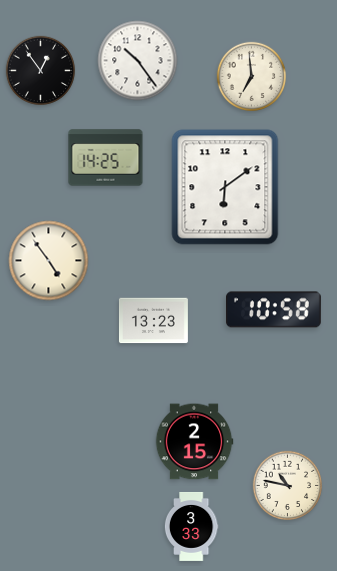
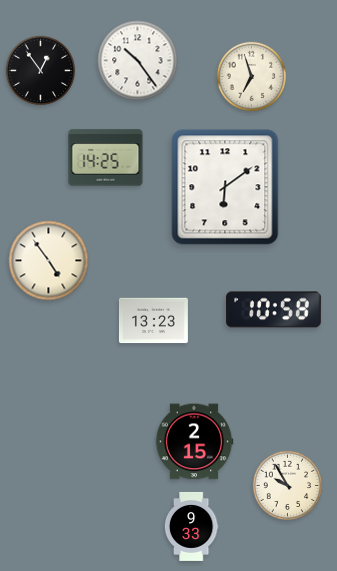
clock at (252, 77): 6:59 -> 6:57
clock at (288, 486): 10:47 -> 9:55
clock at (191, 526): 3:33 -> 9:33
